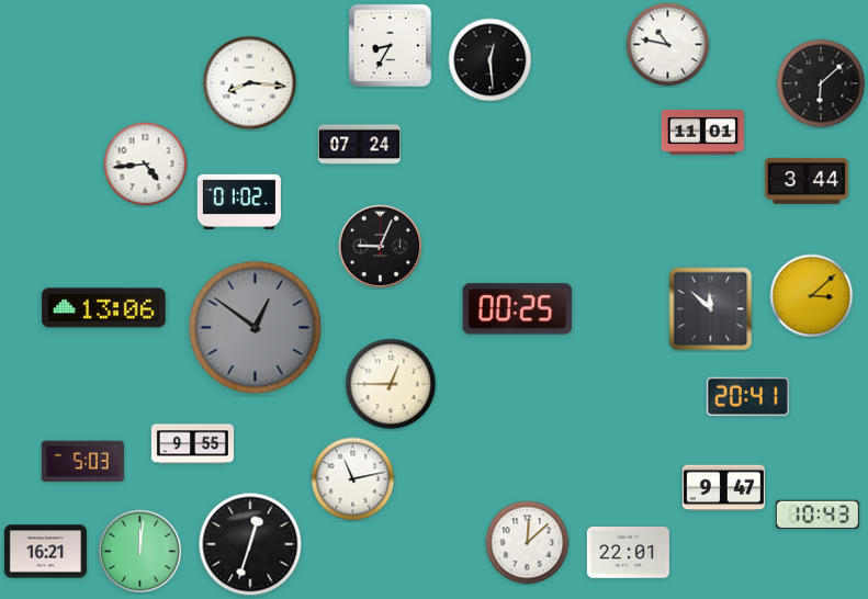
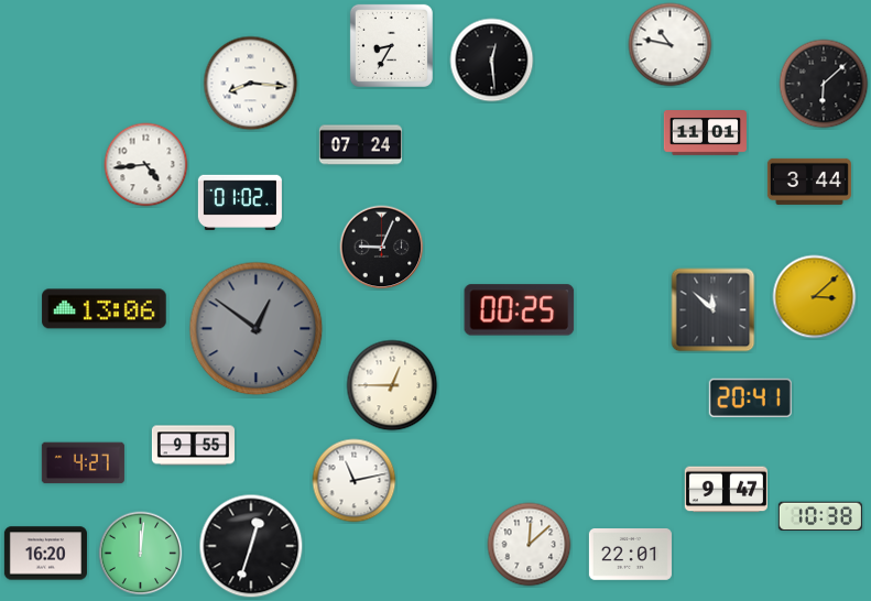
clock at (82, 462): 5:03 -> 4:27
clock at (818, 515): 10:43 -> 10:38
clock at (45, 552): 16:21 -> 16:20
